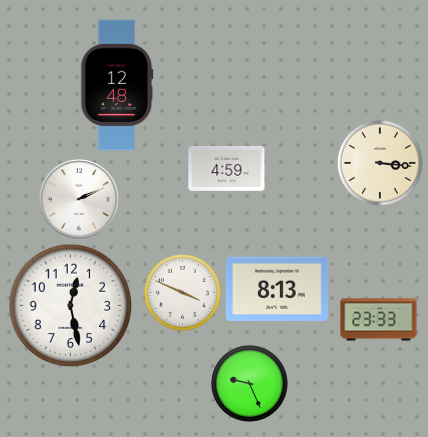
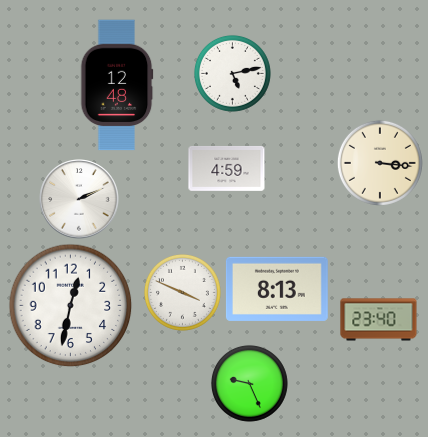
clock at (232, 73): none -> 5:13
clock at (71, 306): 12:28 -> 12:32
clock at (379, 320): 23:33 -> 23:40
